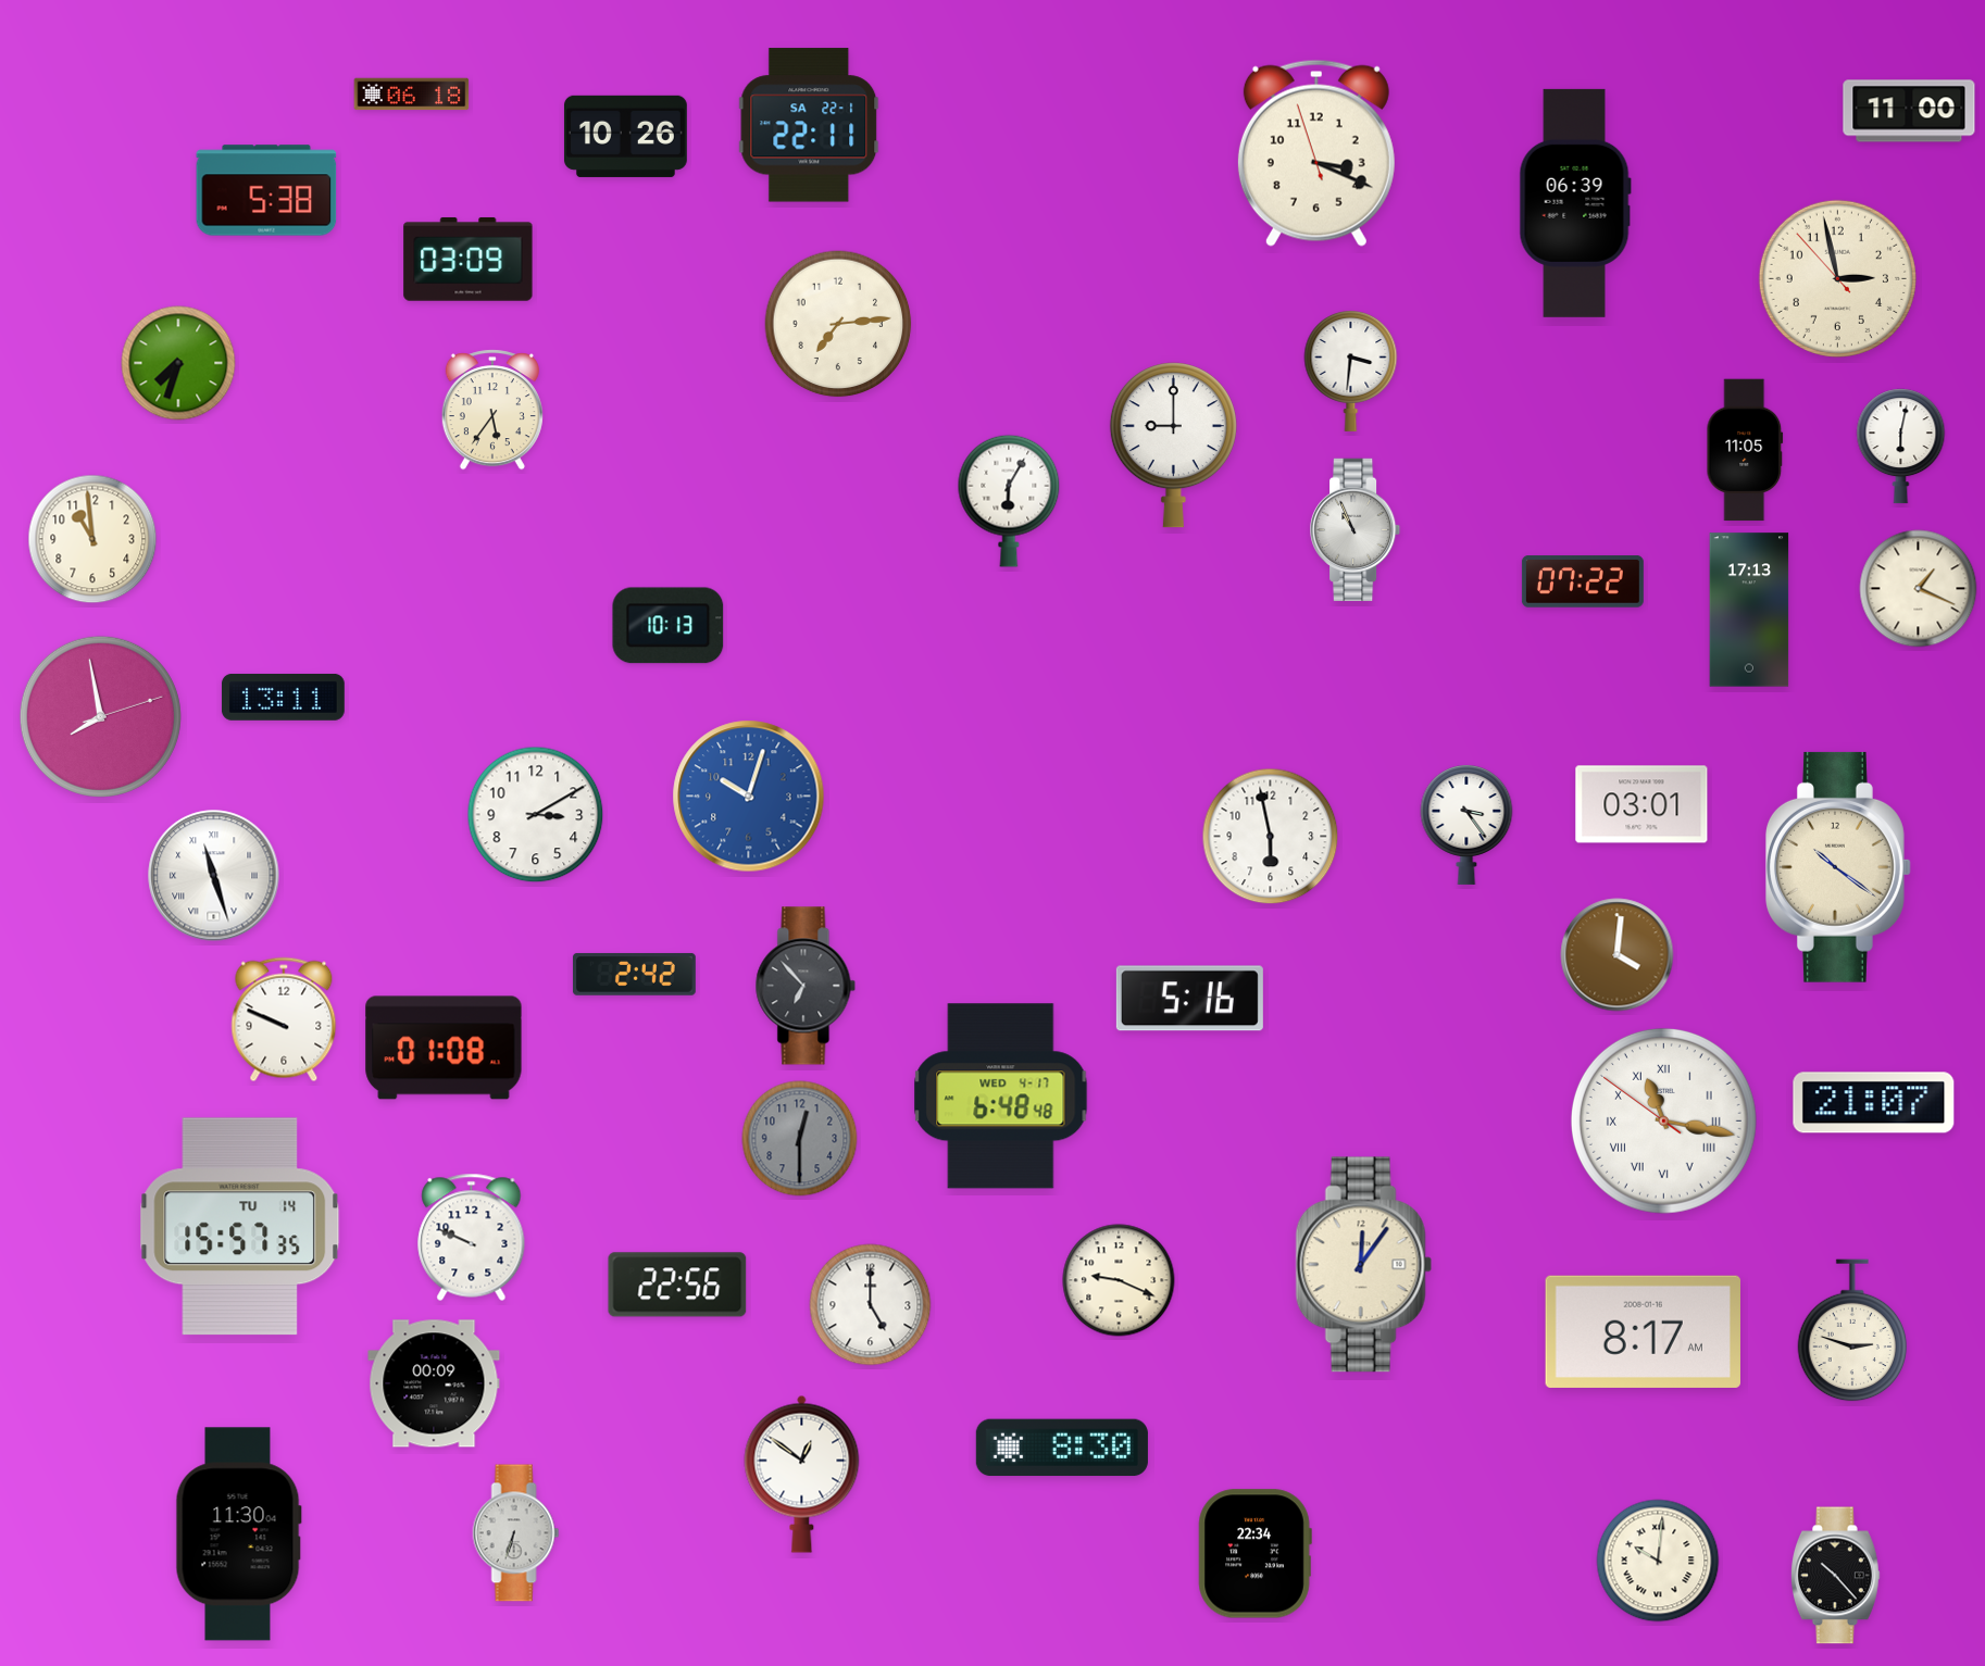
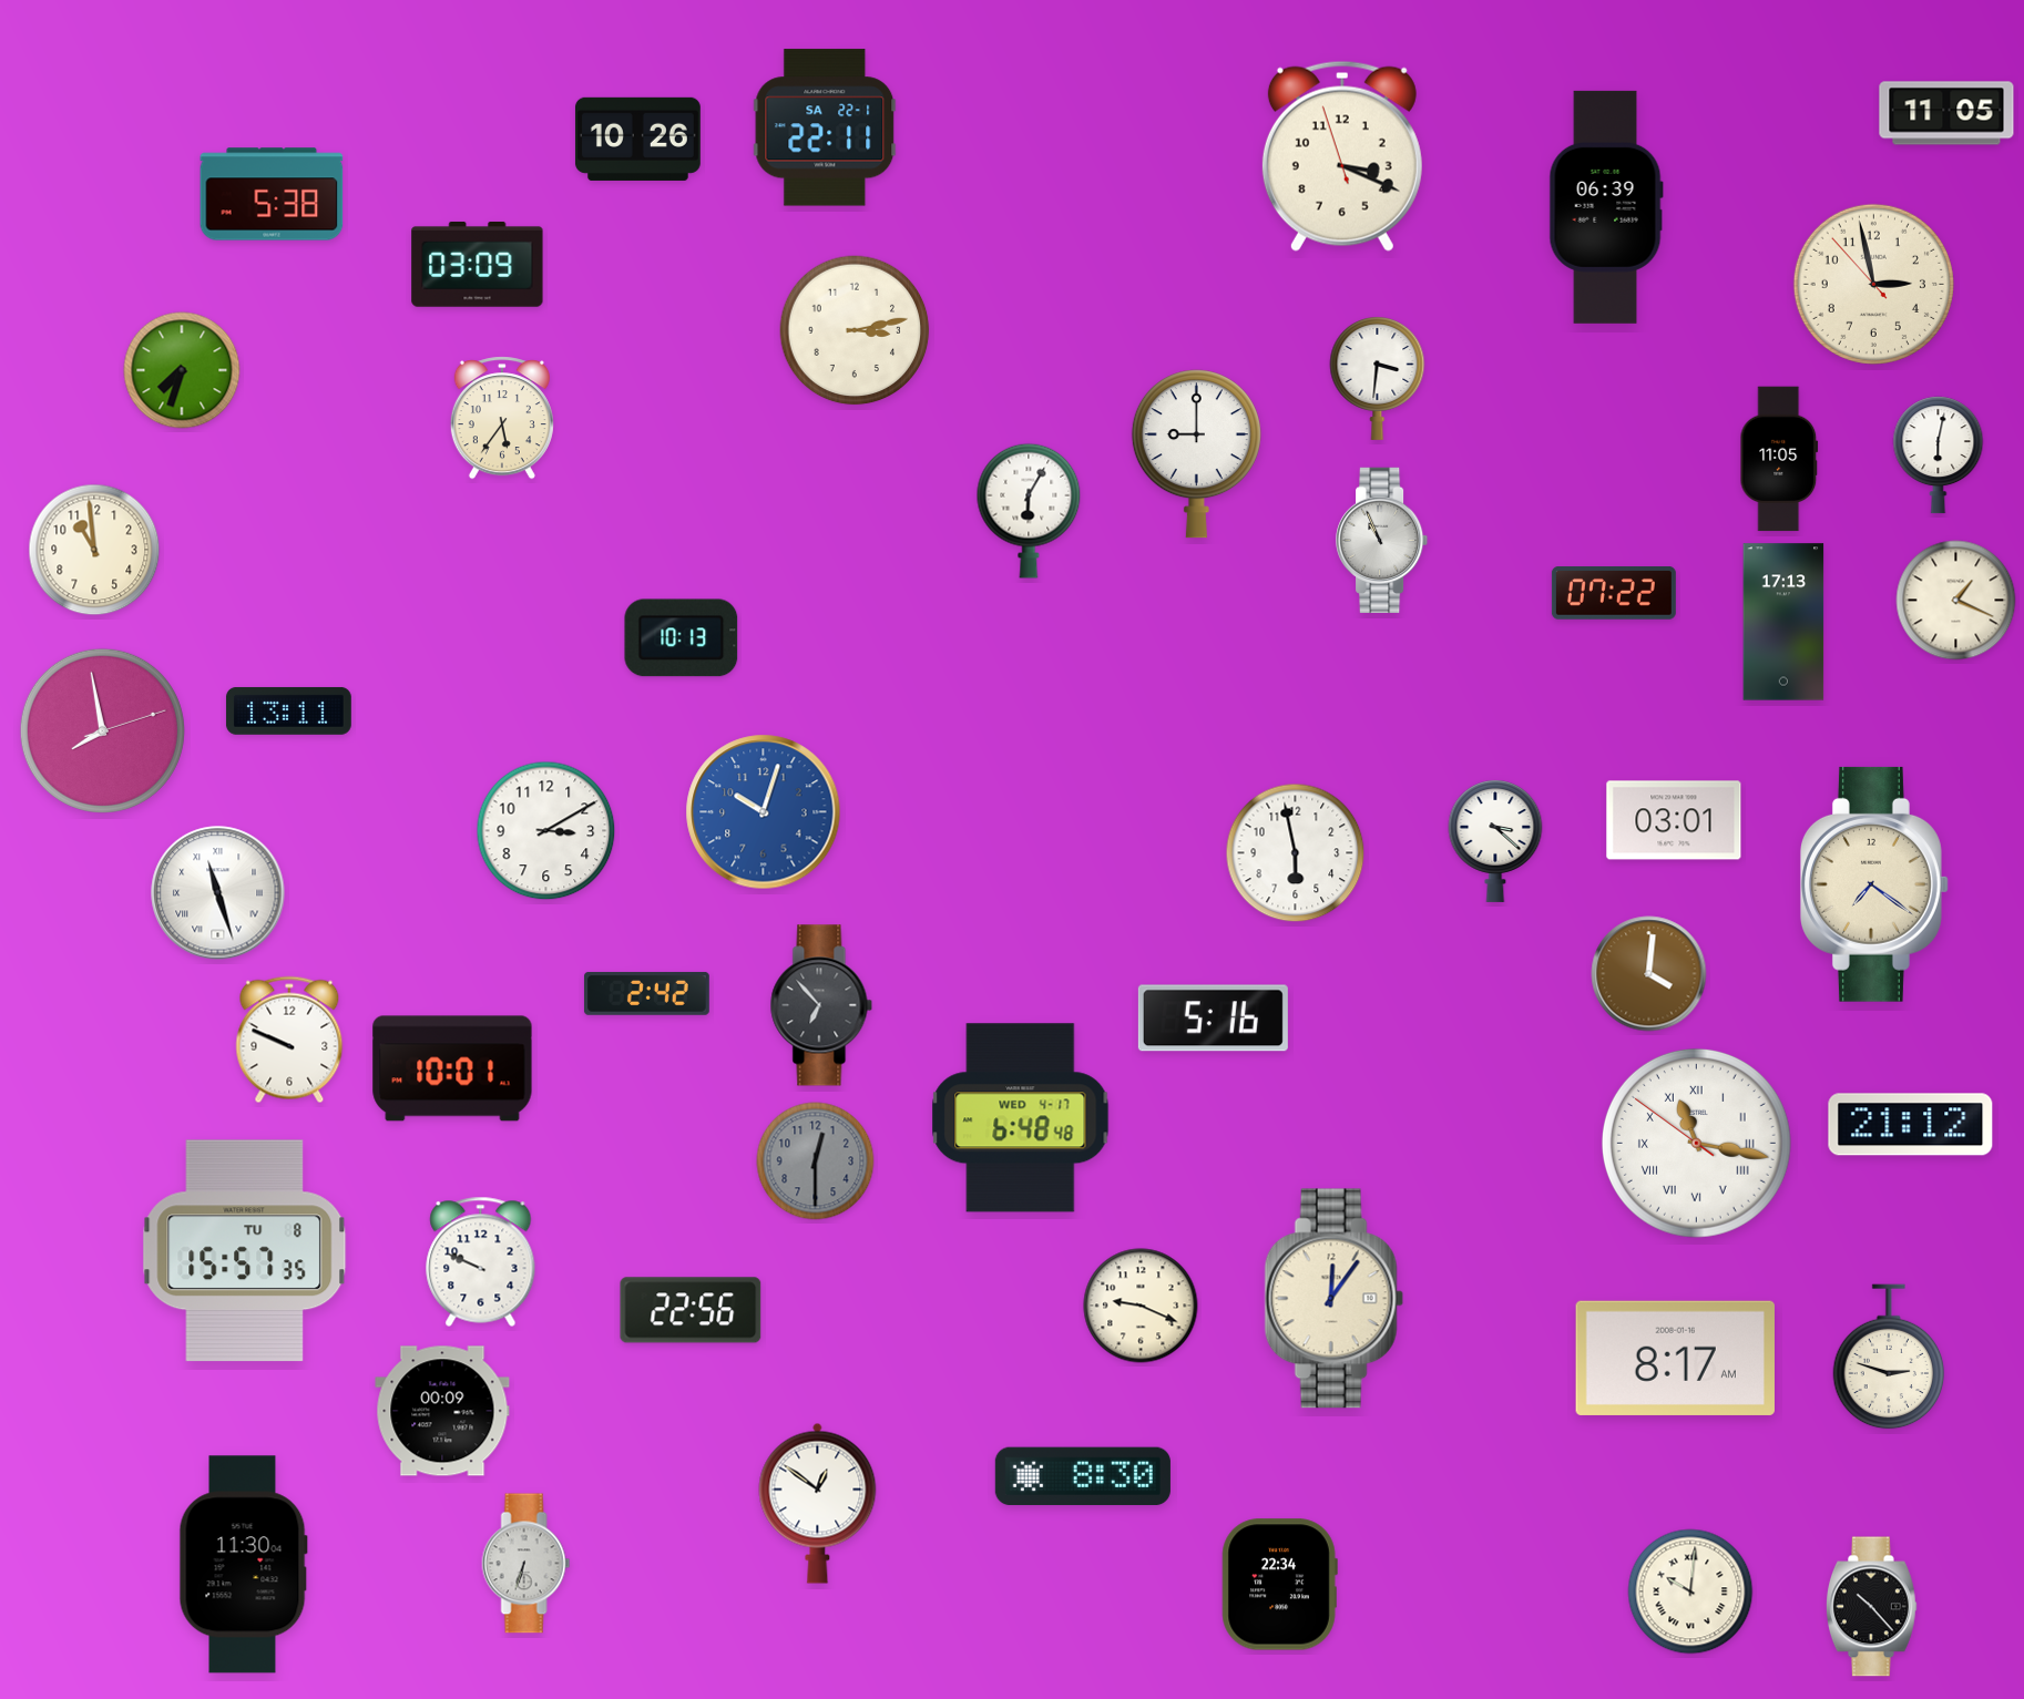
clock at (412, 95): 06:18 -> none
clock at (1909, 111): 11:00 -> 11:05
clock at (838, 324): 7:14 -> 3:13
clock at (1466, 825): 3:24 -> 3:22
clock at (1838, 867): 10:21 -> 7:21
clock at (444, 1048): 01:08 -> 10:01
clock at (1874, 1103): 21:07 -> 21:12
clock at (240, 1227) date: TU 14 -> TU 8
clock at (1363, 1265) position: (1363, 1265) -> (1333, 1299)
clock at (871, 1305): 5:00 -> none
